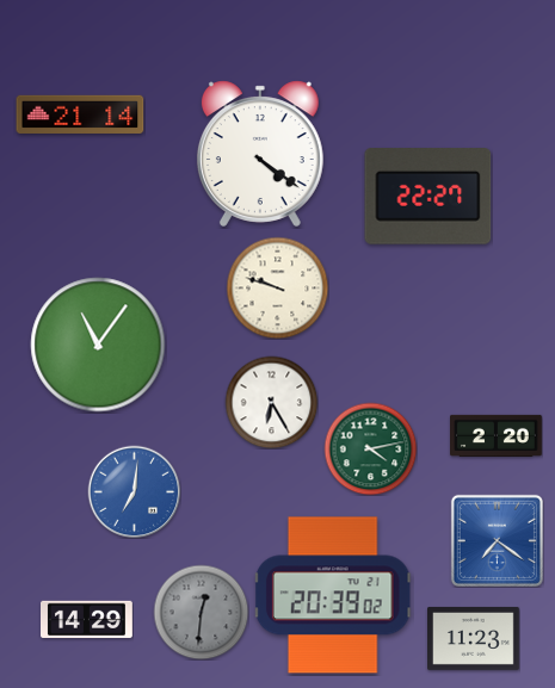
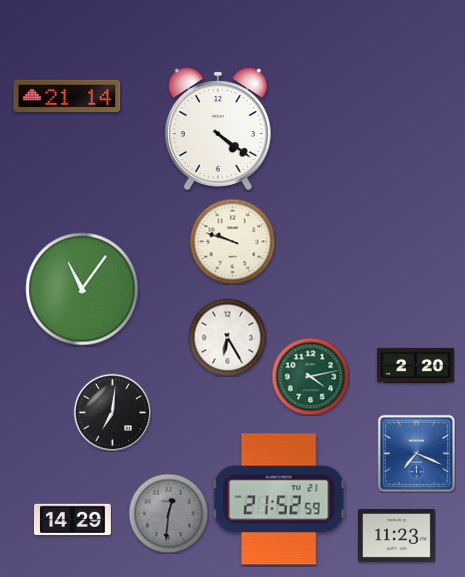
clock at (428, 197): 22:27 -> none
clock at (134, 491) dial: blue -> black
clock at (497, 540): 7:21 -> 7:19
clock at (333, 595): 20:39 -> 21:52
